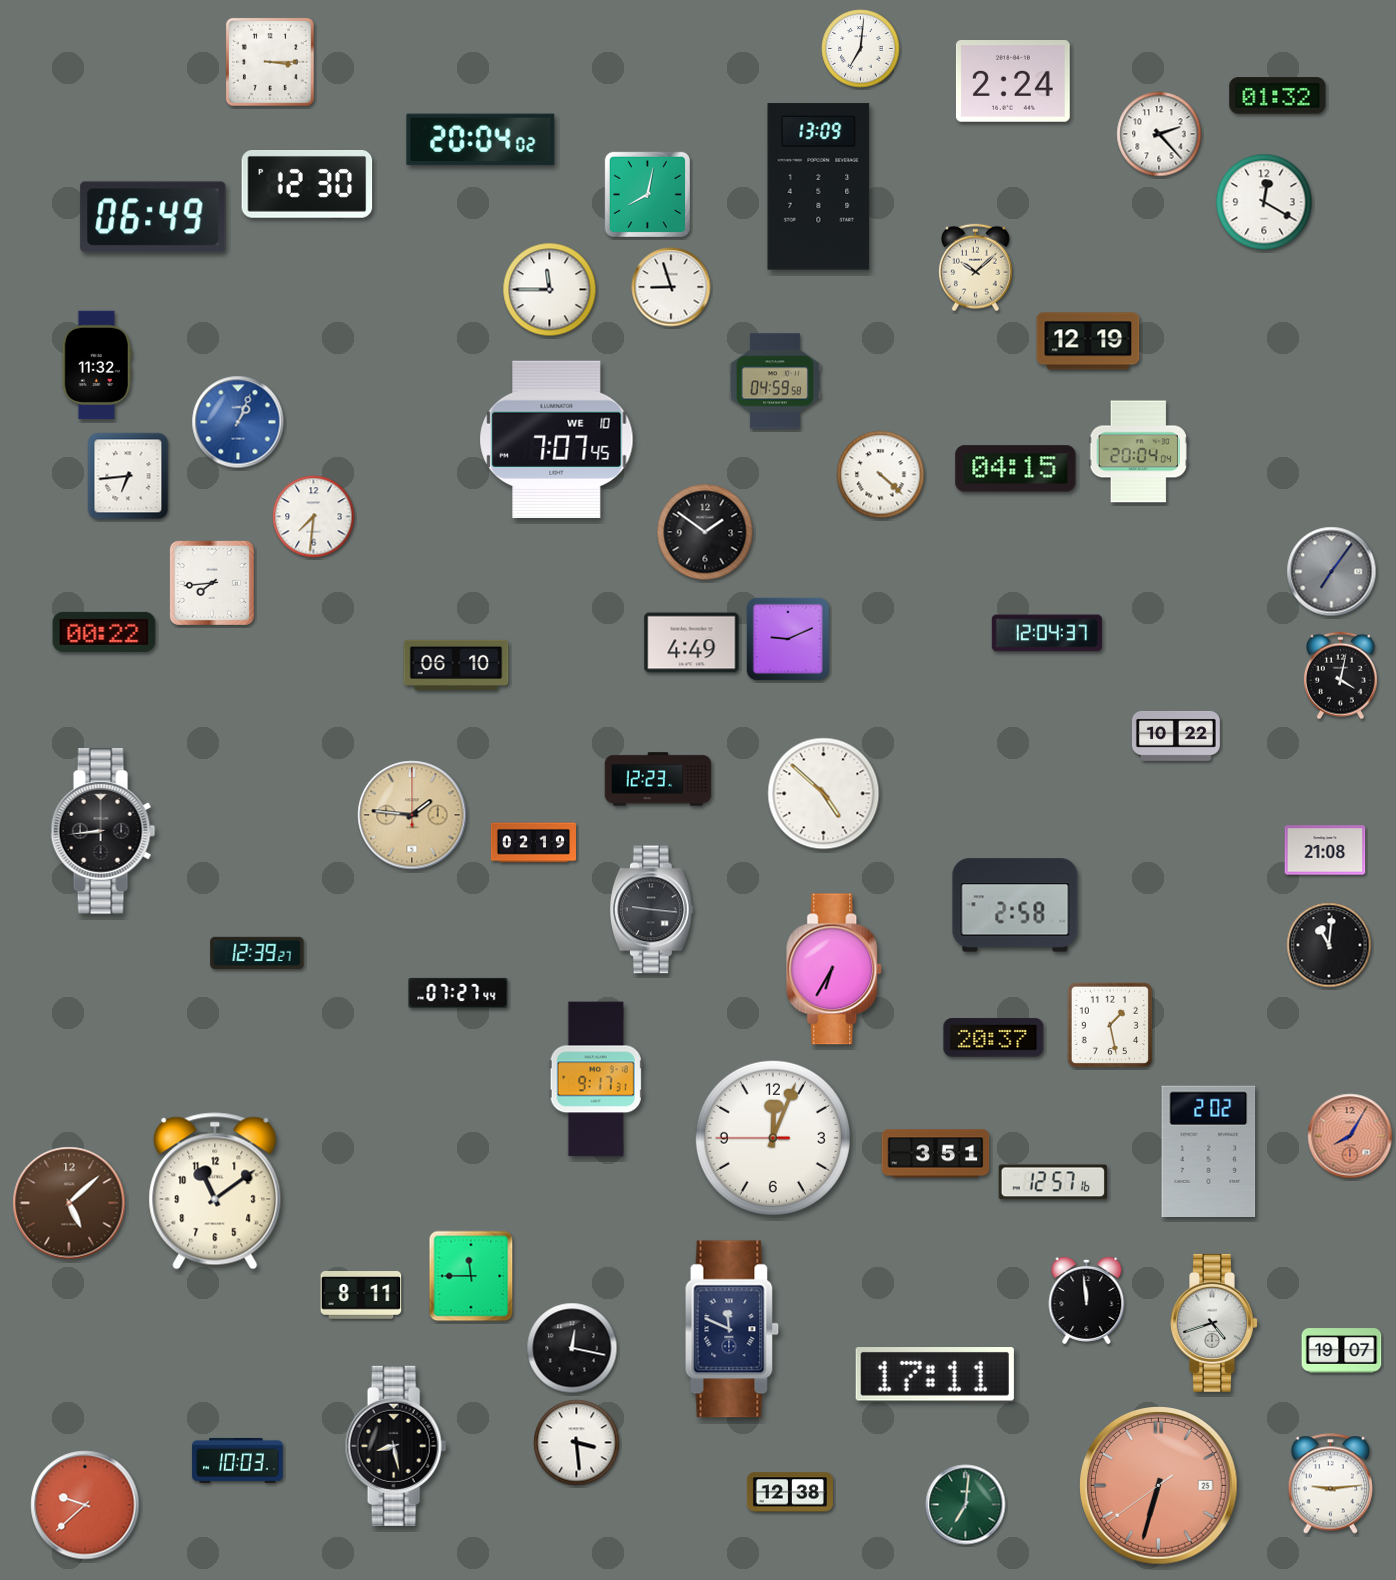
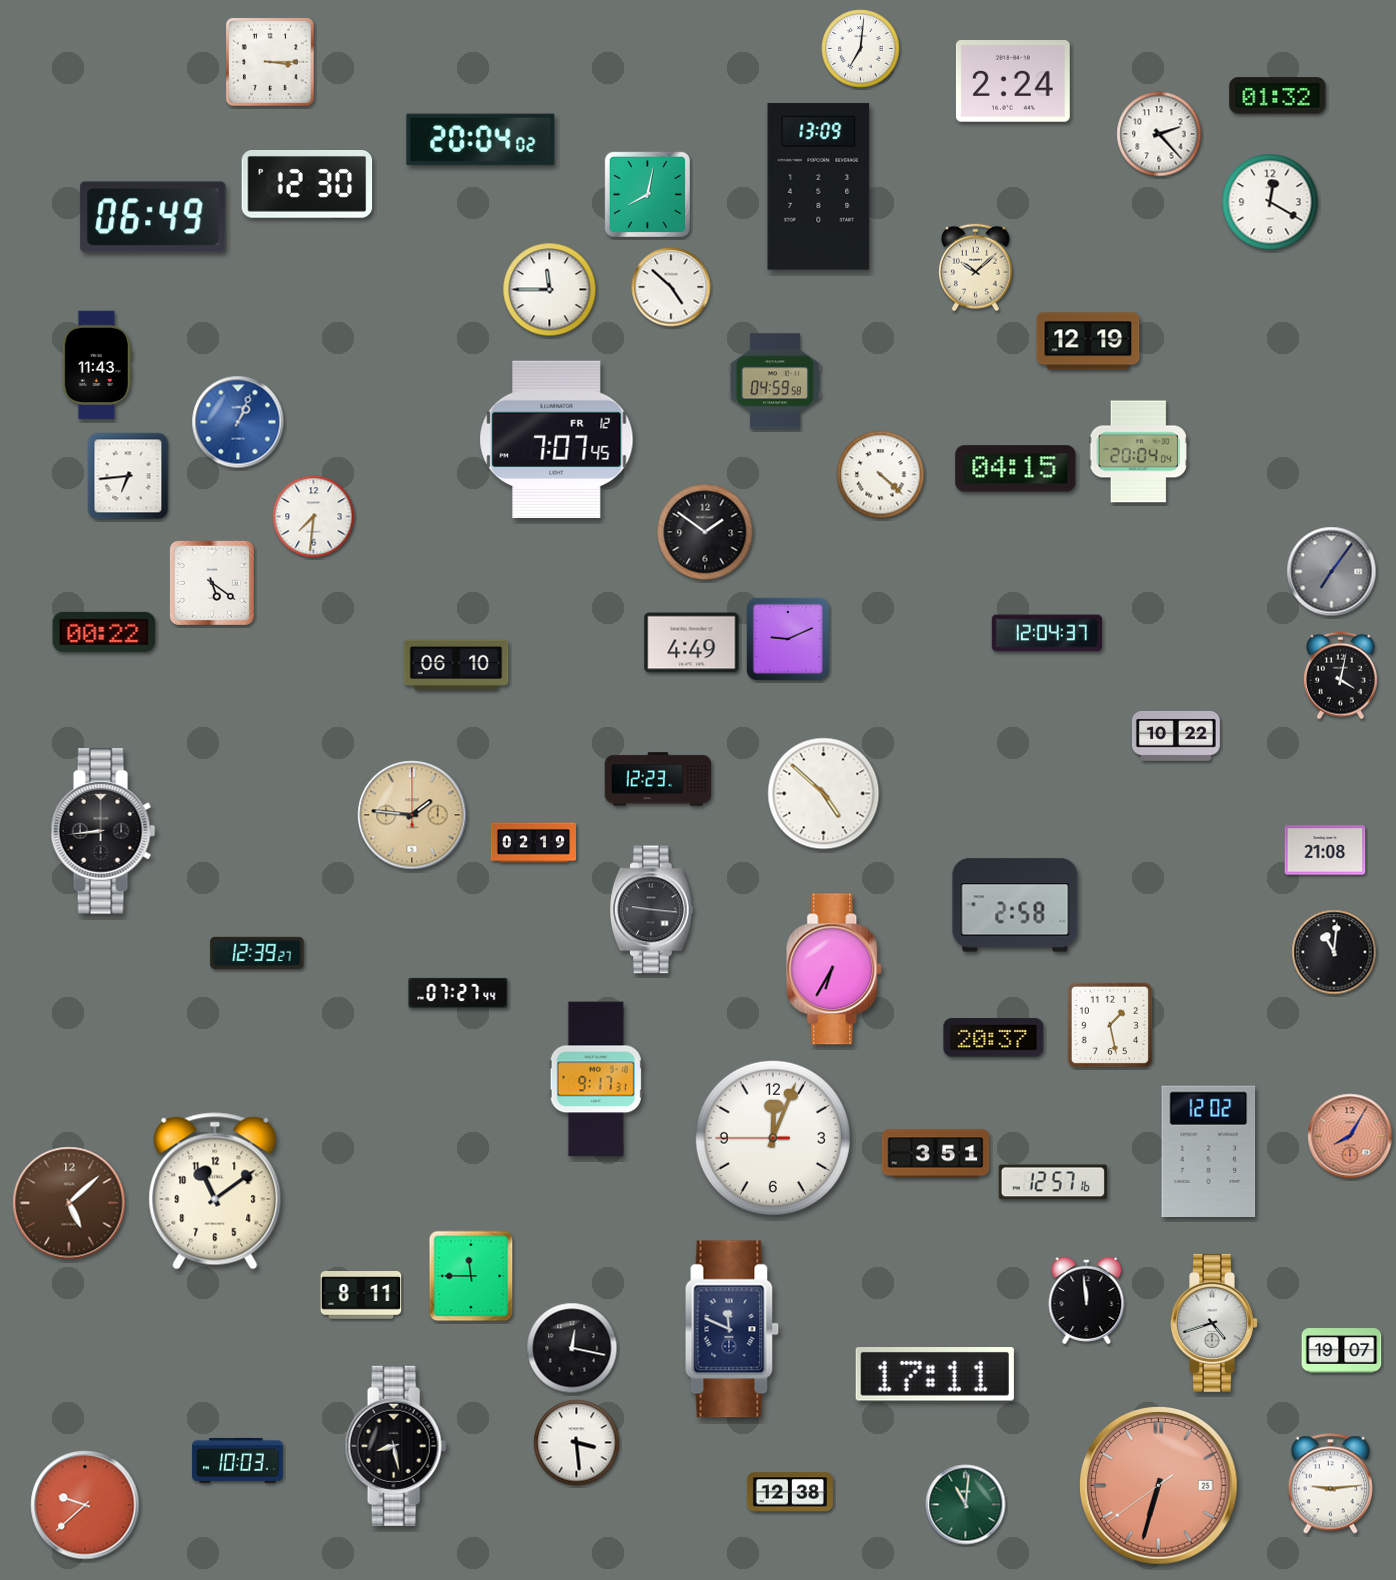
clock at (1264, 202) position: (1264, 202) -> (1270, 202)
clock at (671, 287): 8:57 -> 4:52
clock at (97, 365): 11:32 -> 11:43
clock at (557, 439) date: WE 10 -> FR 12
clock at (212, 583): 7:44 -> 5:21
clock at (1329, 945) position: (1329, 945) -> (1334, 952)
clock at (1209, 1151): 2:02 -> 12:02
clock at (966, 1505): 7:01 -> 11:01
